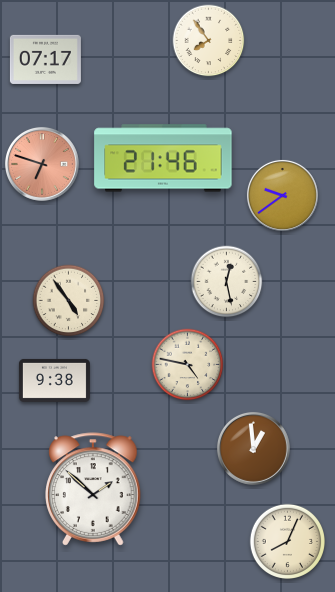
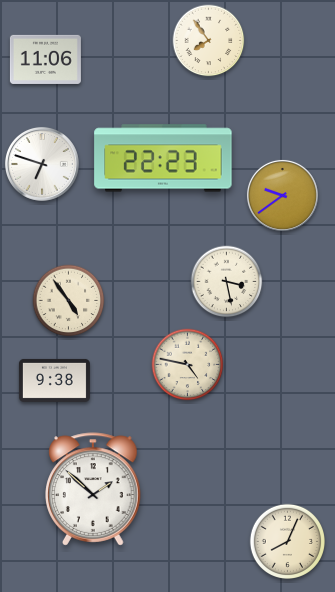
clock at (45, 59): 07:17 -> 11:06
clock at (163, 158): 21:46 -> 22:23
clock at (42, 164) dial: salmon -> white
clock at (227, 282): 12:28 -> 3:28
clock at (253, 448): 12:59 -> none
